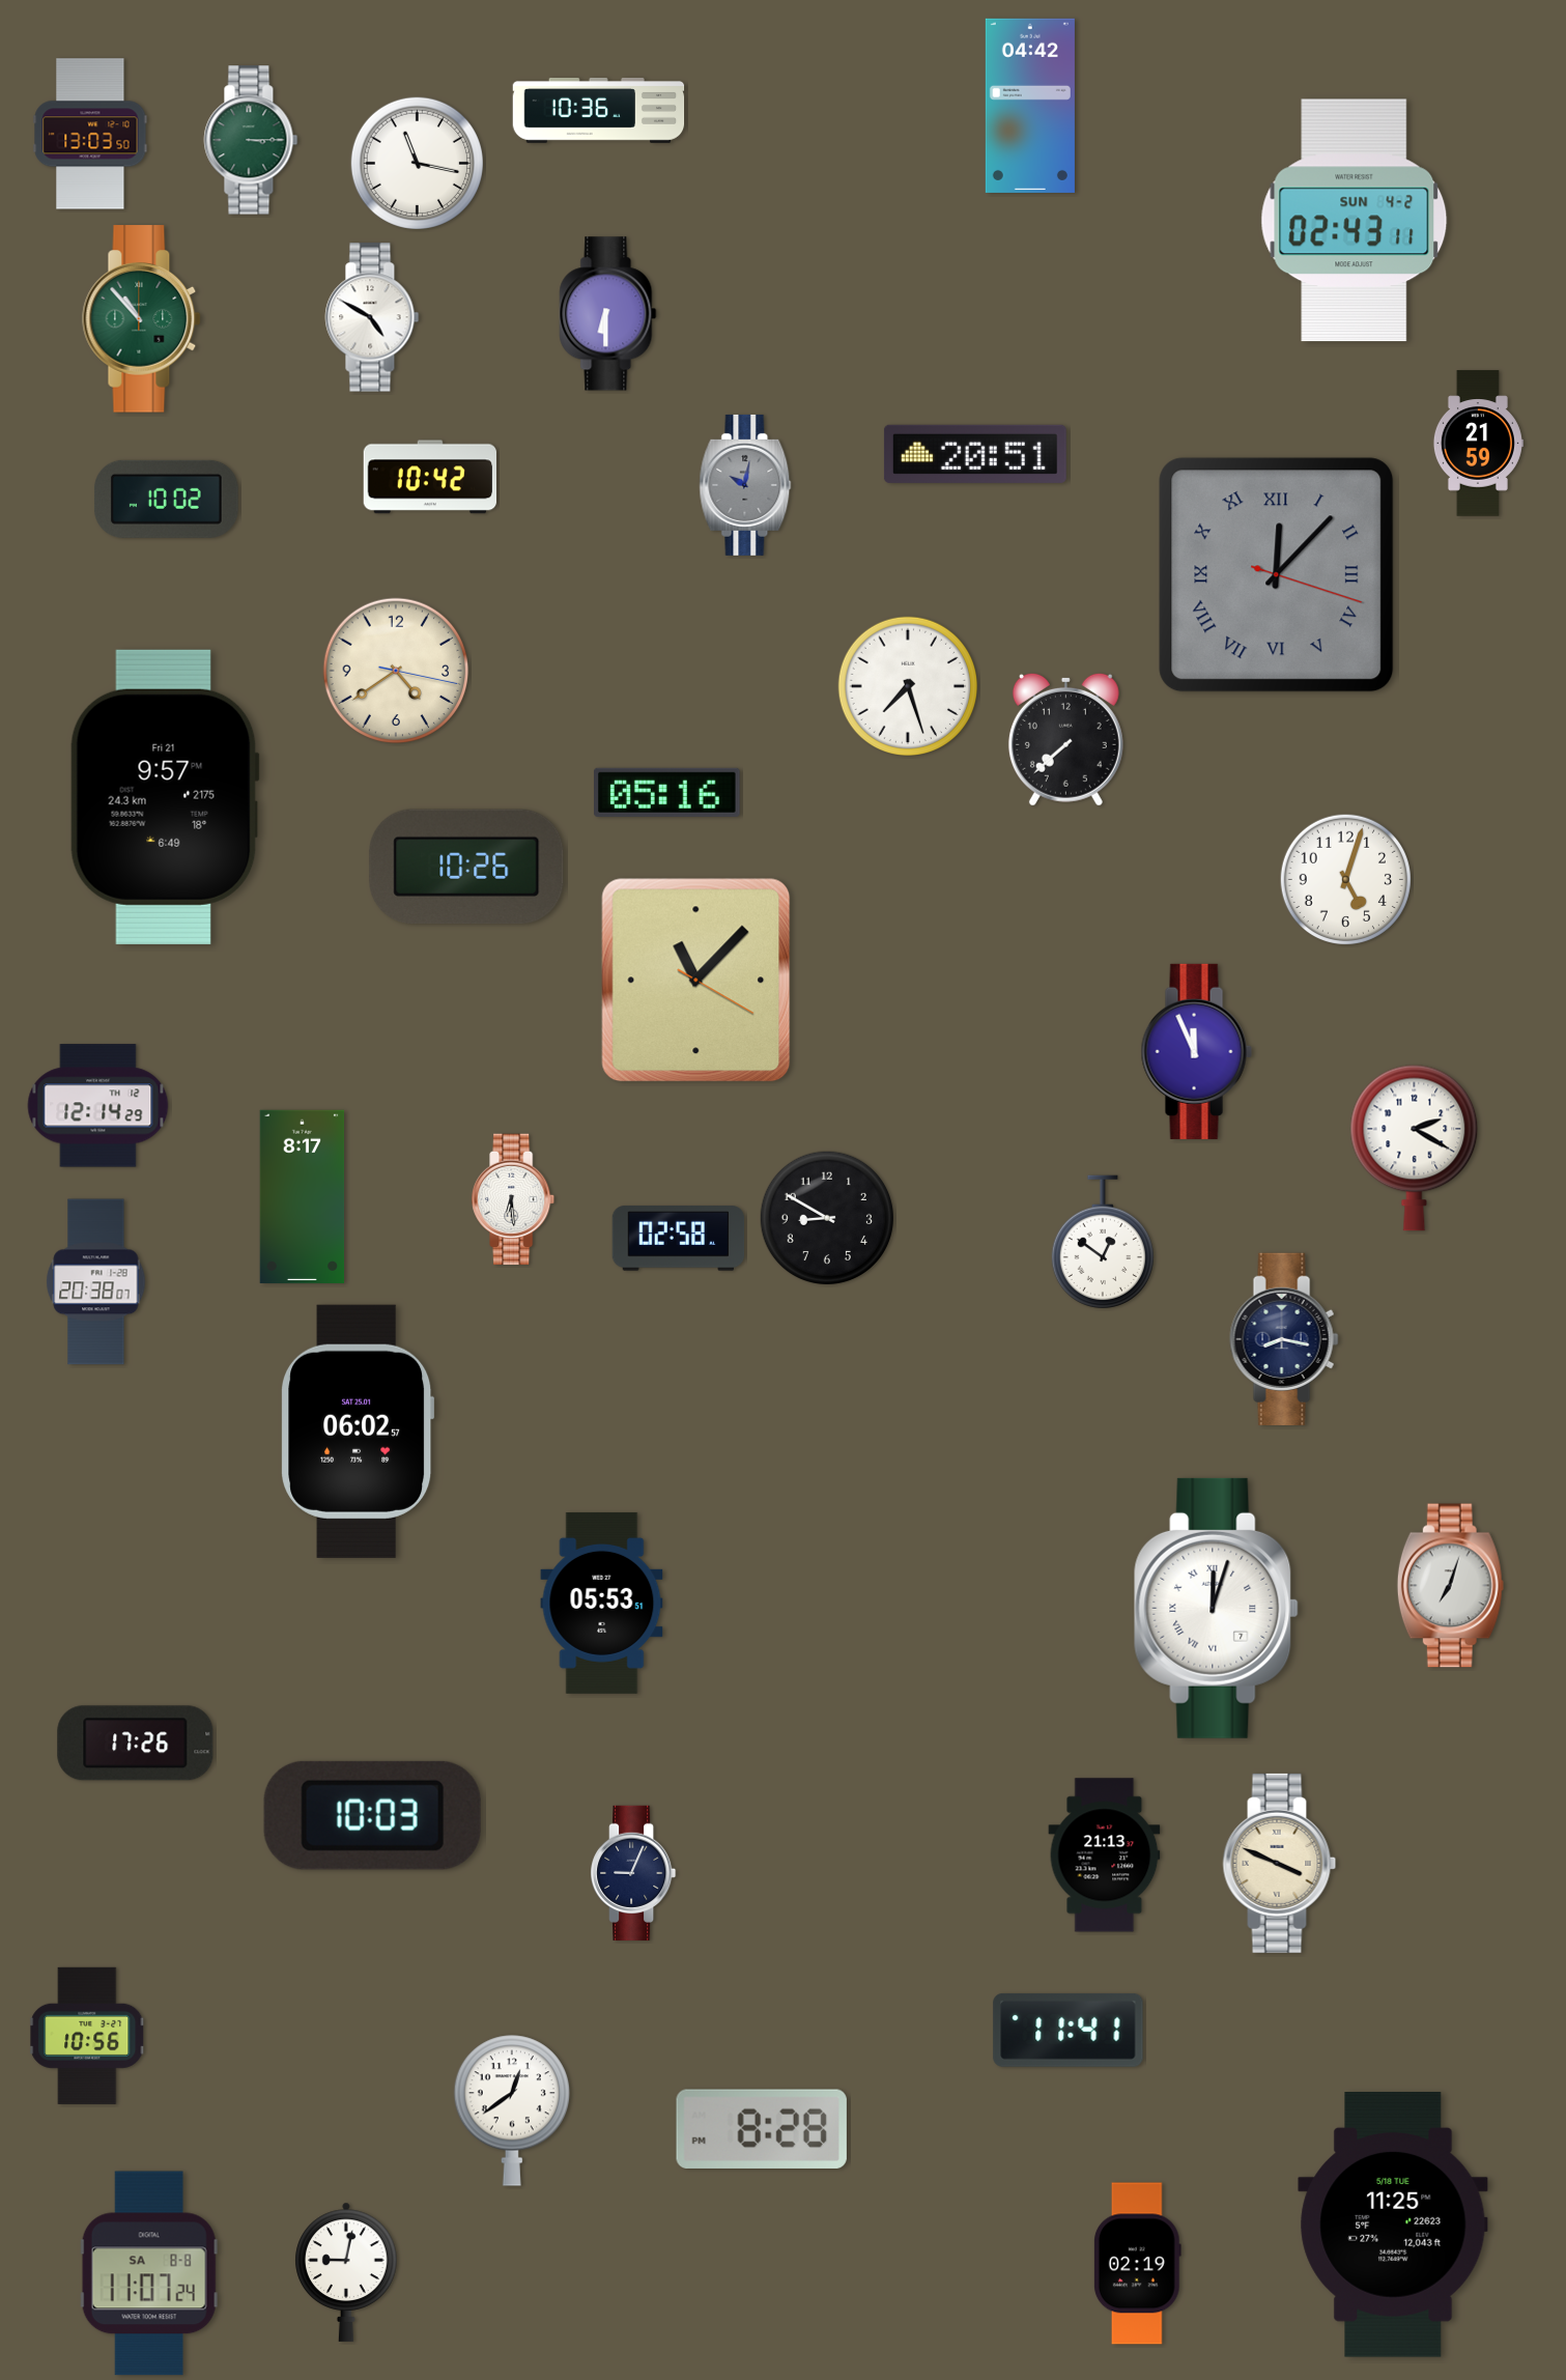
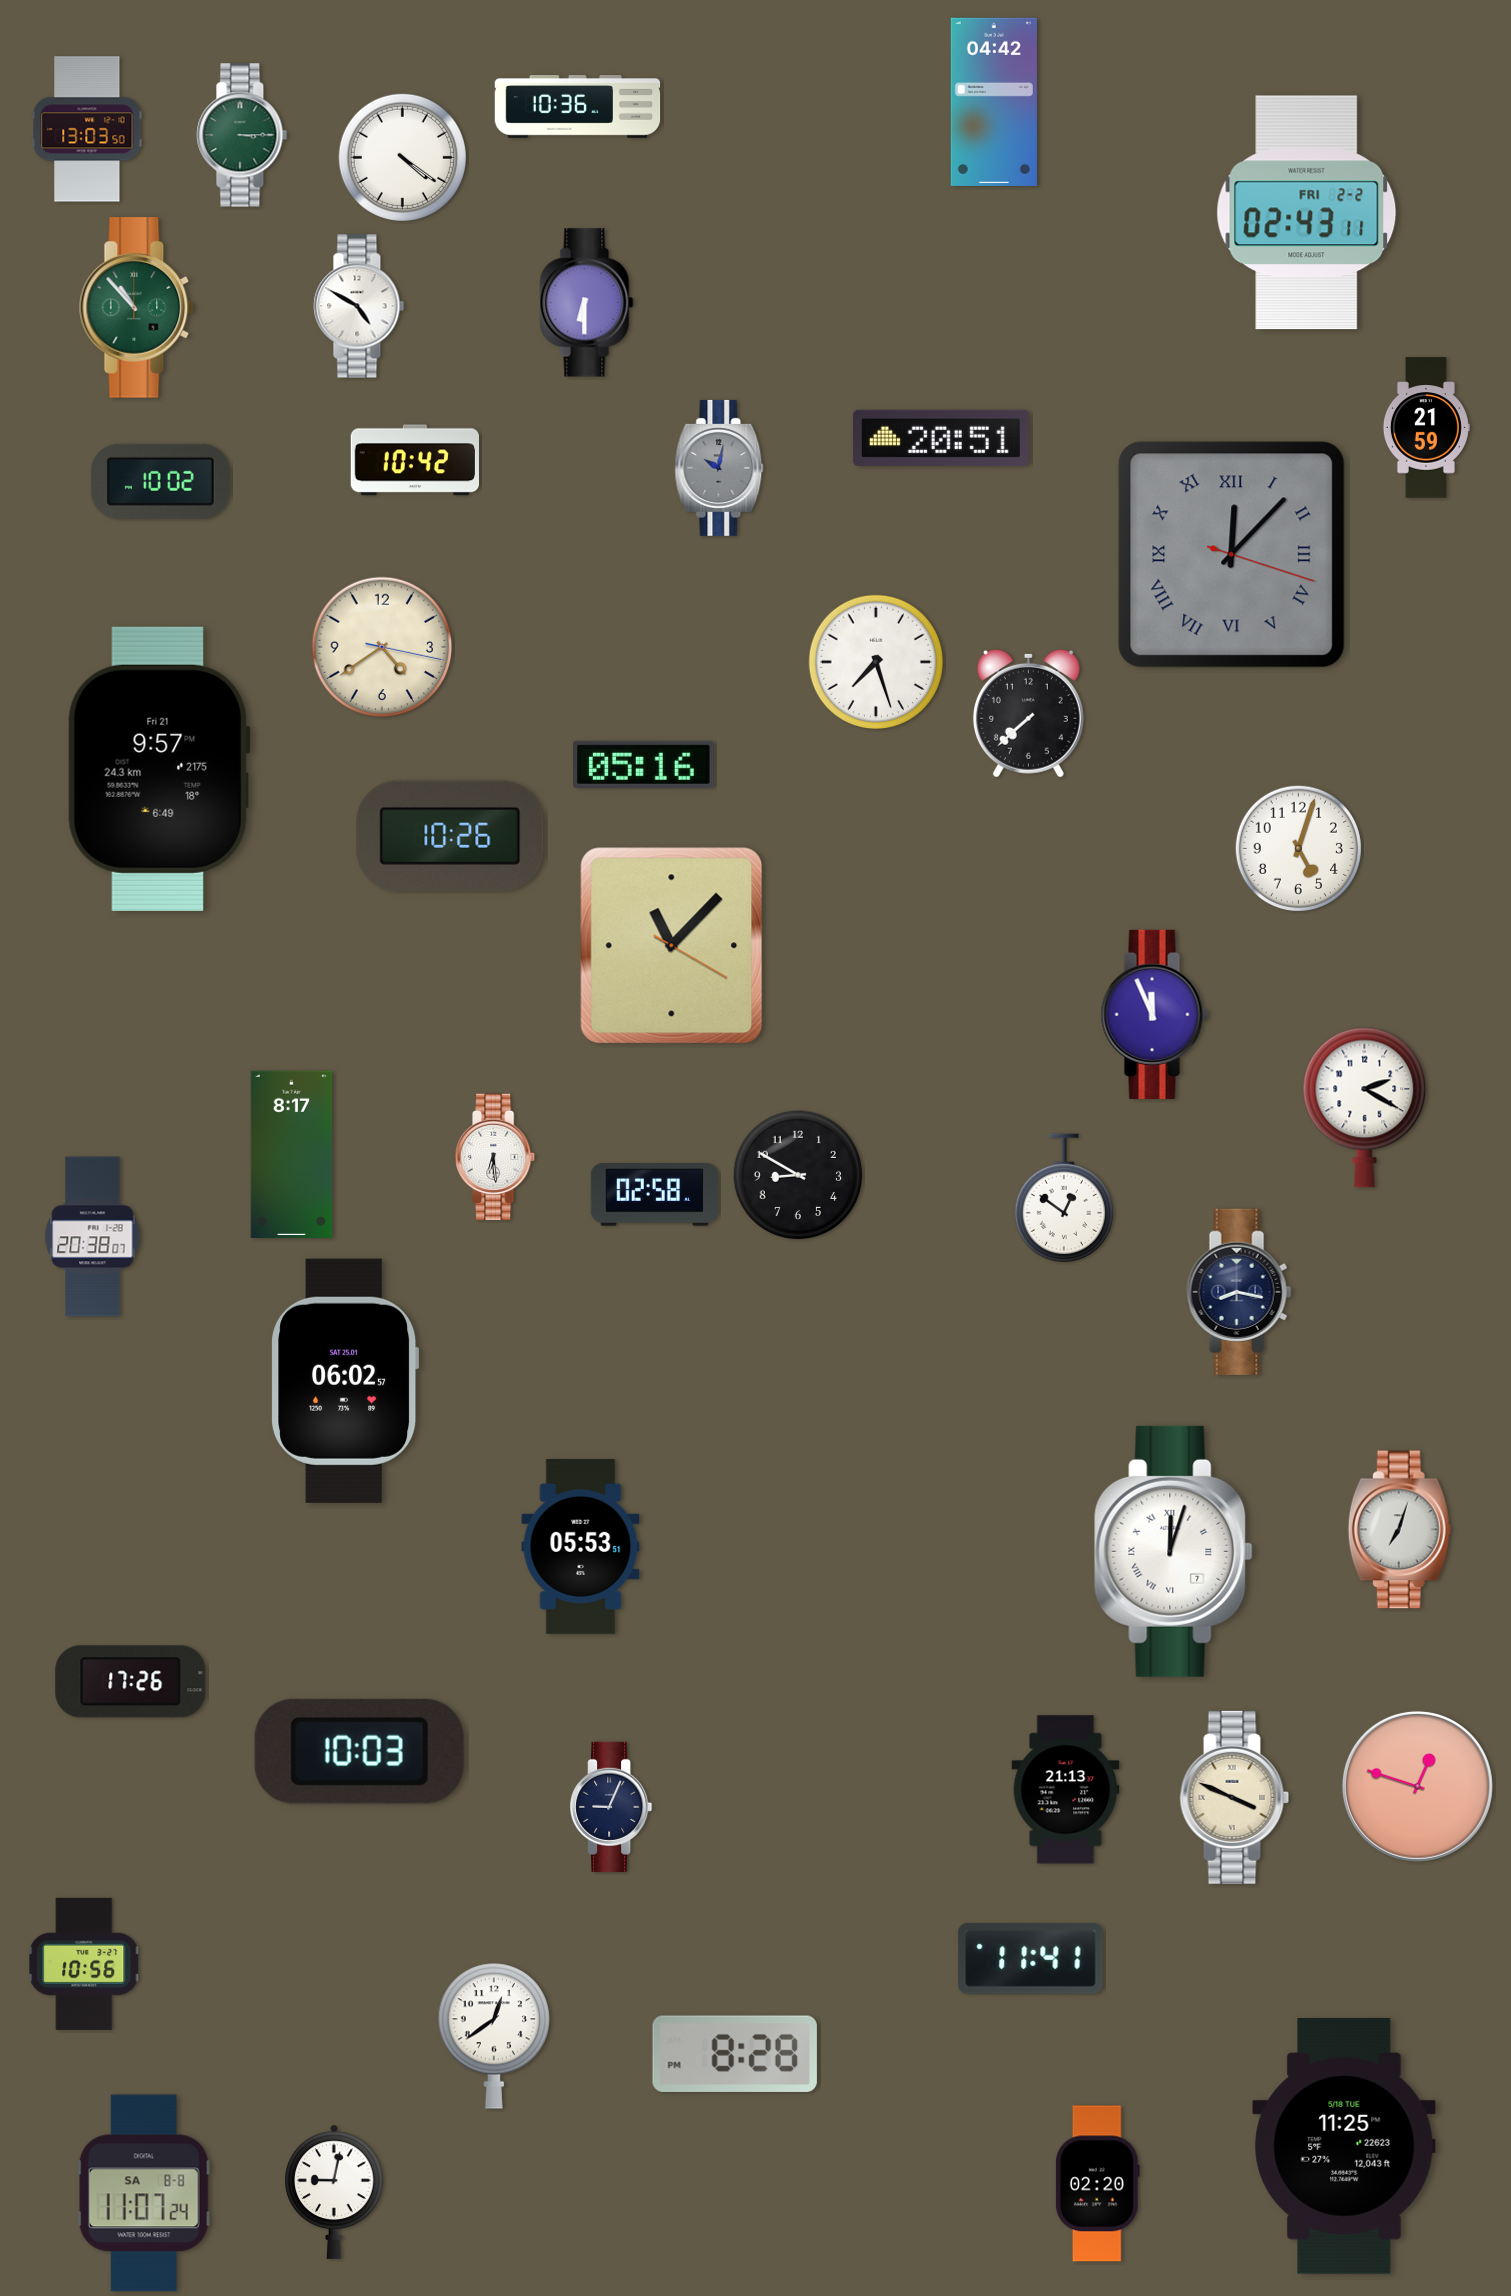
clock at (417, 163): 11:17 -> 4:21
clock at (1355, 221) date: SUN 4-2 -> FRI 2-2
clock at (98, 1106): 12:14 -> none
clock at (1417, 1786): none -> 12:48
clock at (1137, 2264): 02:19 -> 02:20
